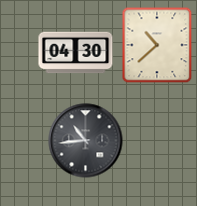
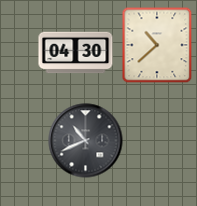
clock at (86, 141): 10:44 -> 10:41
